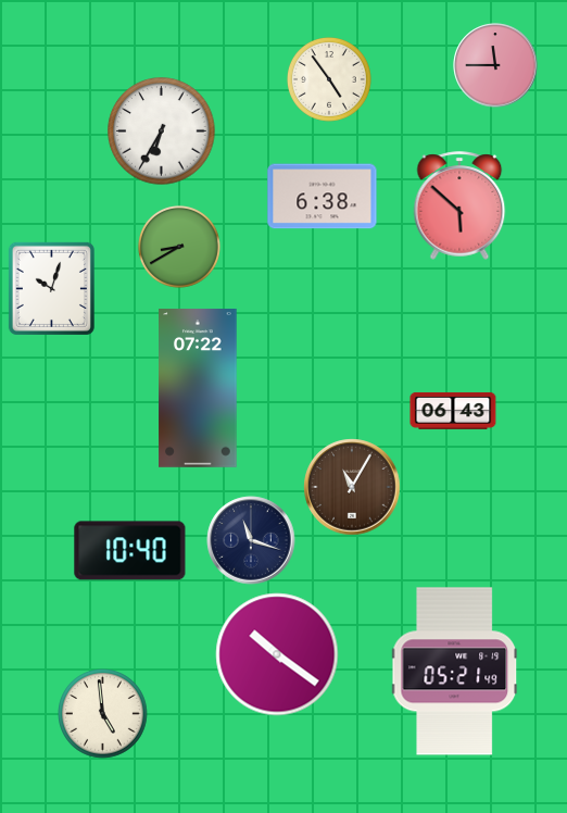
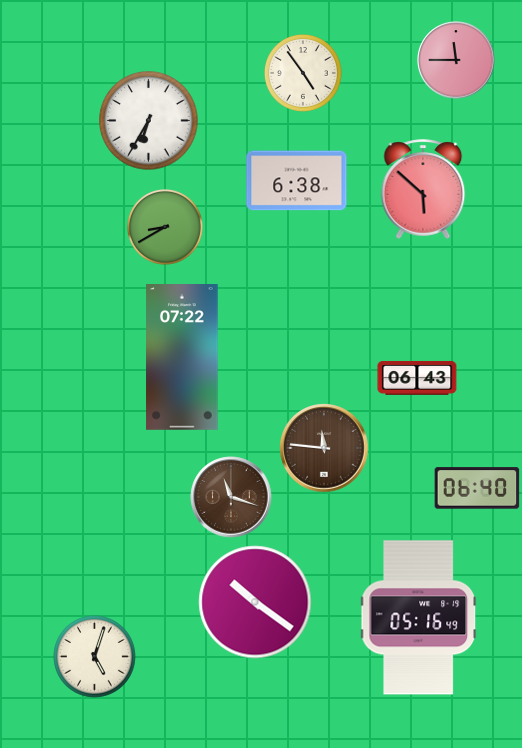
clock at (51, 288): 10:03 -> none
clock at (352, 487): 11:05 -> 11:46
clock at (477, 488): none -> 06:40
clock at (251, 540) dial: navy -> brown
clock at (130, 551): 10:40 -> none
clock at (455, 672): 05:21 -> 05:16
clock at (103, 714): 4:59 -> 5:03
